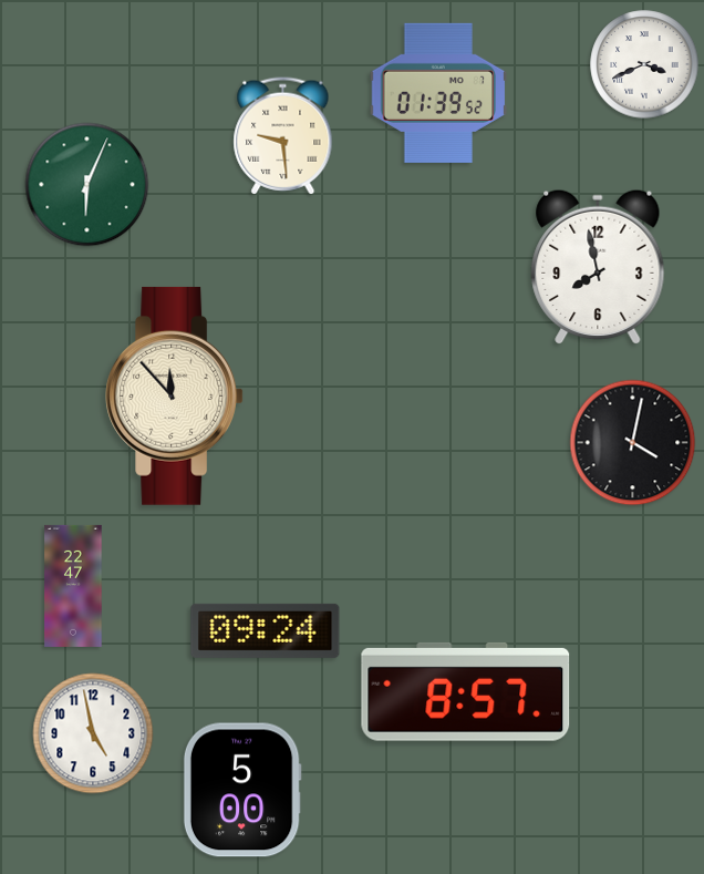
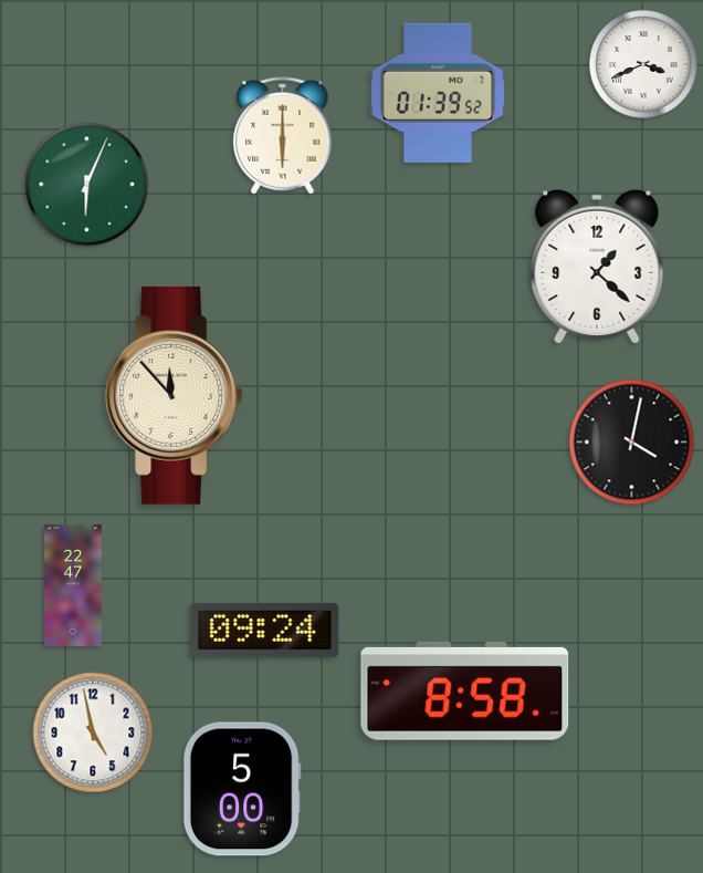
clock at (283, 136): 9:29 -> 6:00
clock at (598, 267): 7:58 -> 1:22
clock at (466, 691): 8:57 -> 8:58
